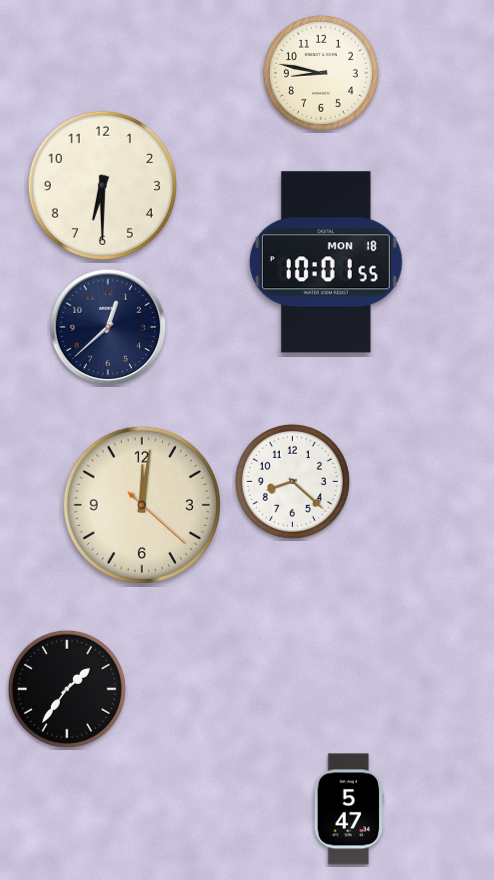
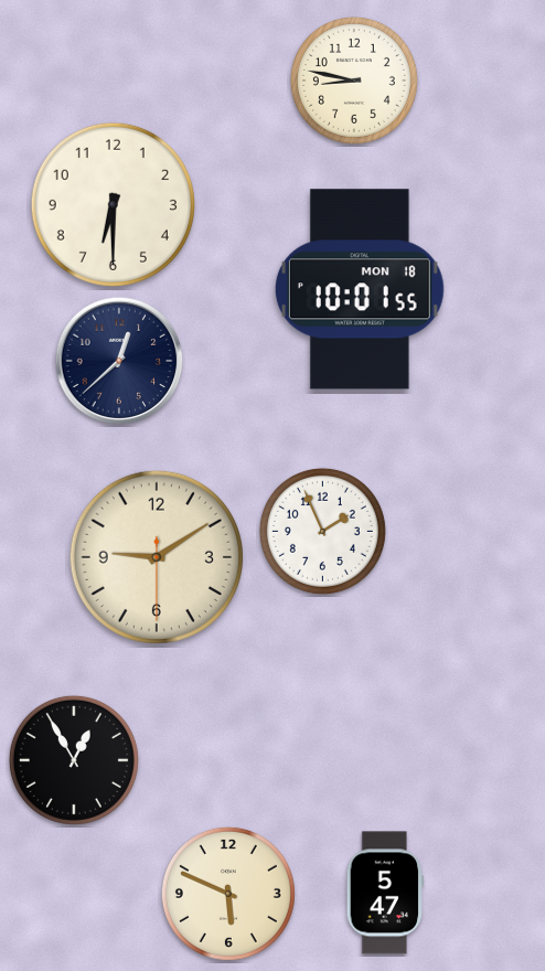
clock at (292, 481): 8:22 -> 1:56
clock at (142, 505): 12:01 -> 9:09
clock at (67, 689): 1:36 -> 12:55
clock at (228, 894): none -> 5:49
